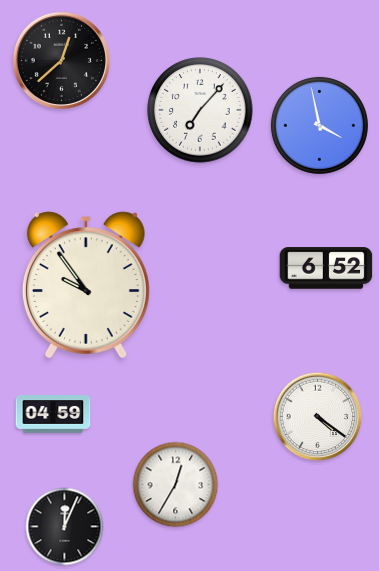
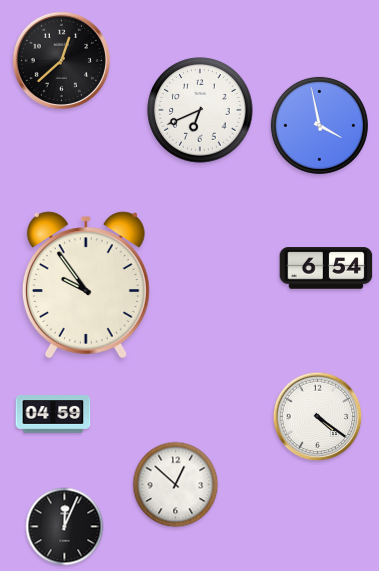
clock at (200, 110): 7:07 -> 6:41
clock at (326, 268): 6:52 -> 6:54
clock at (176, 485): 12:35 -> 12:52
